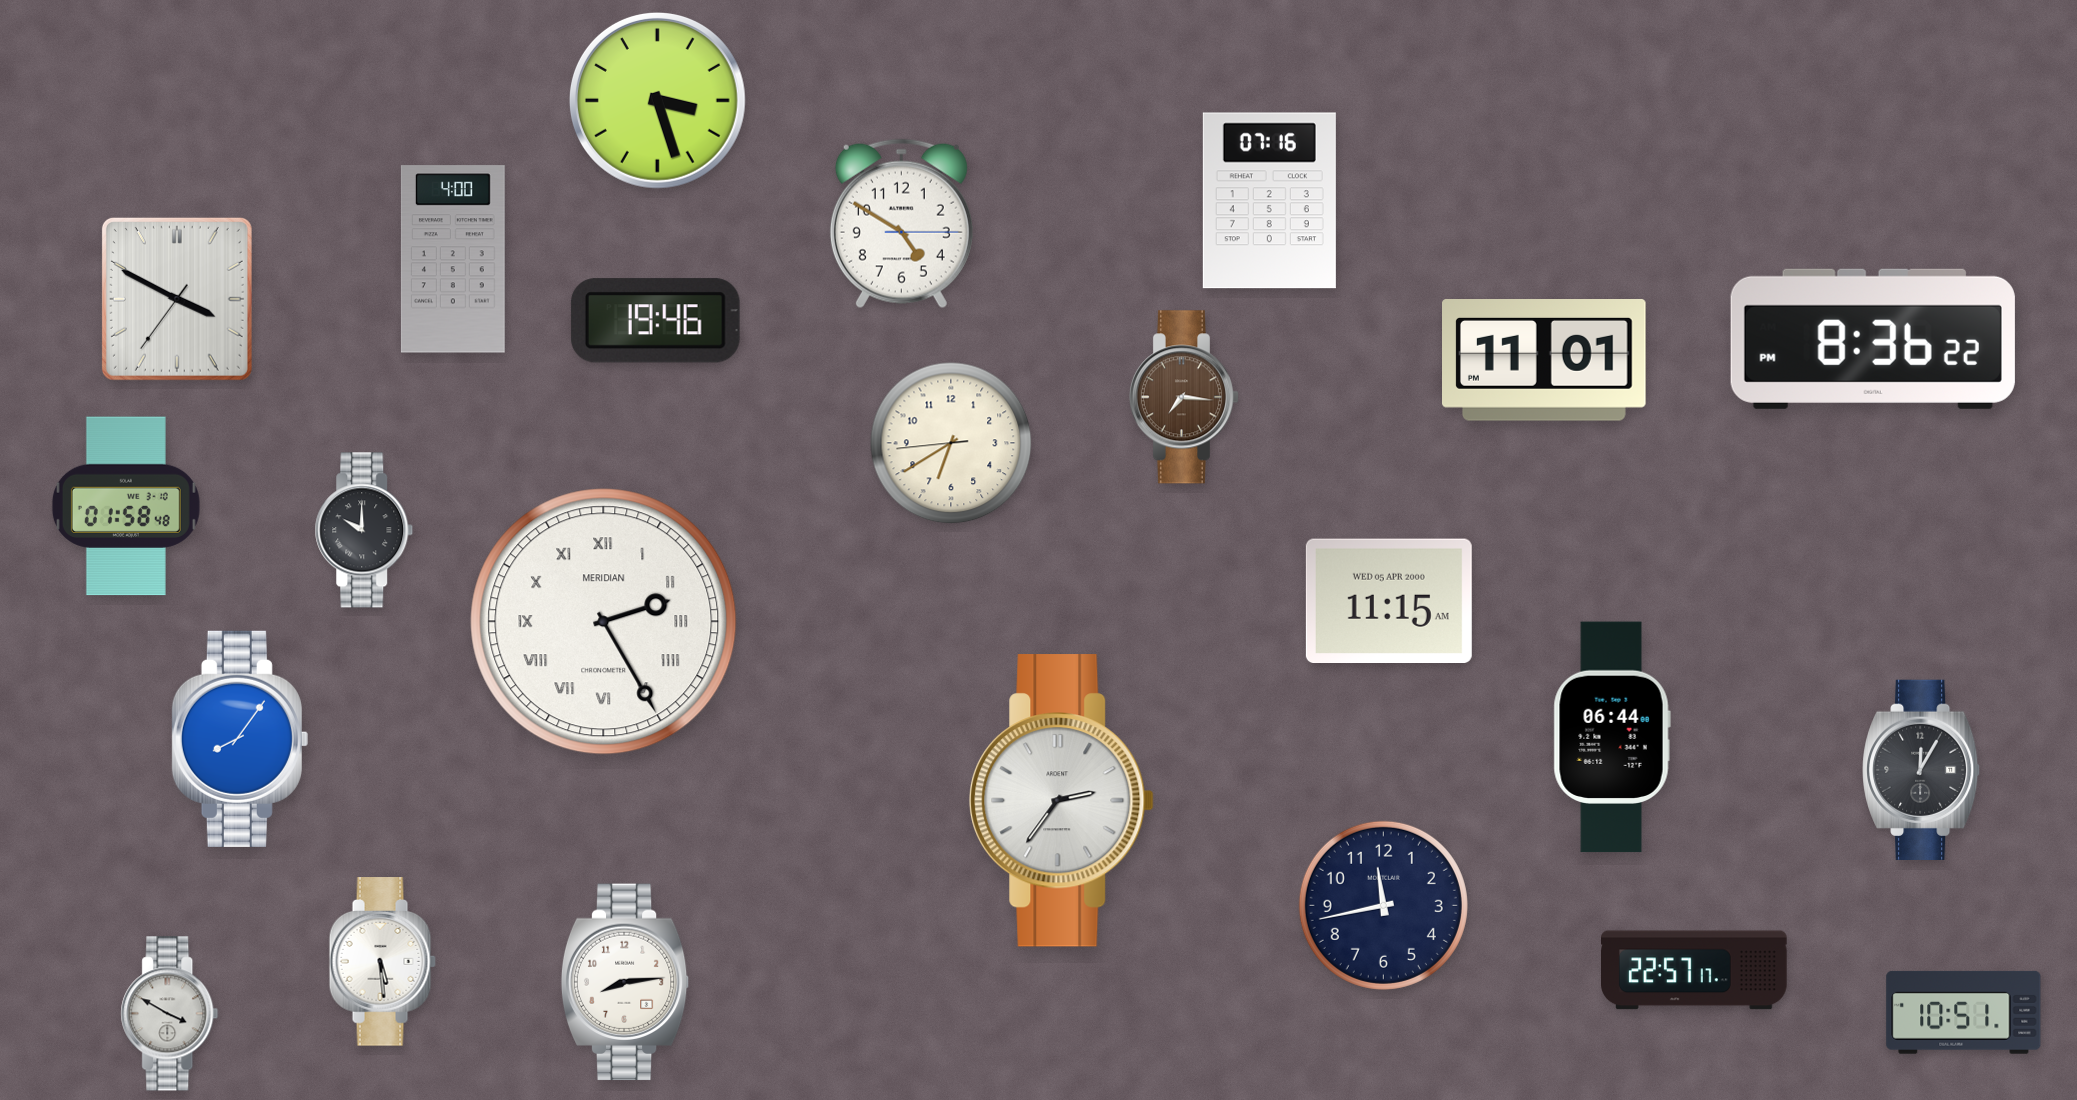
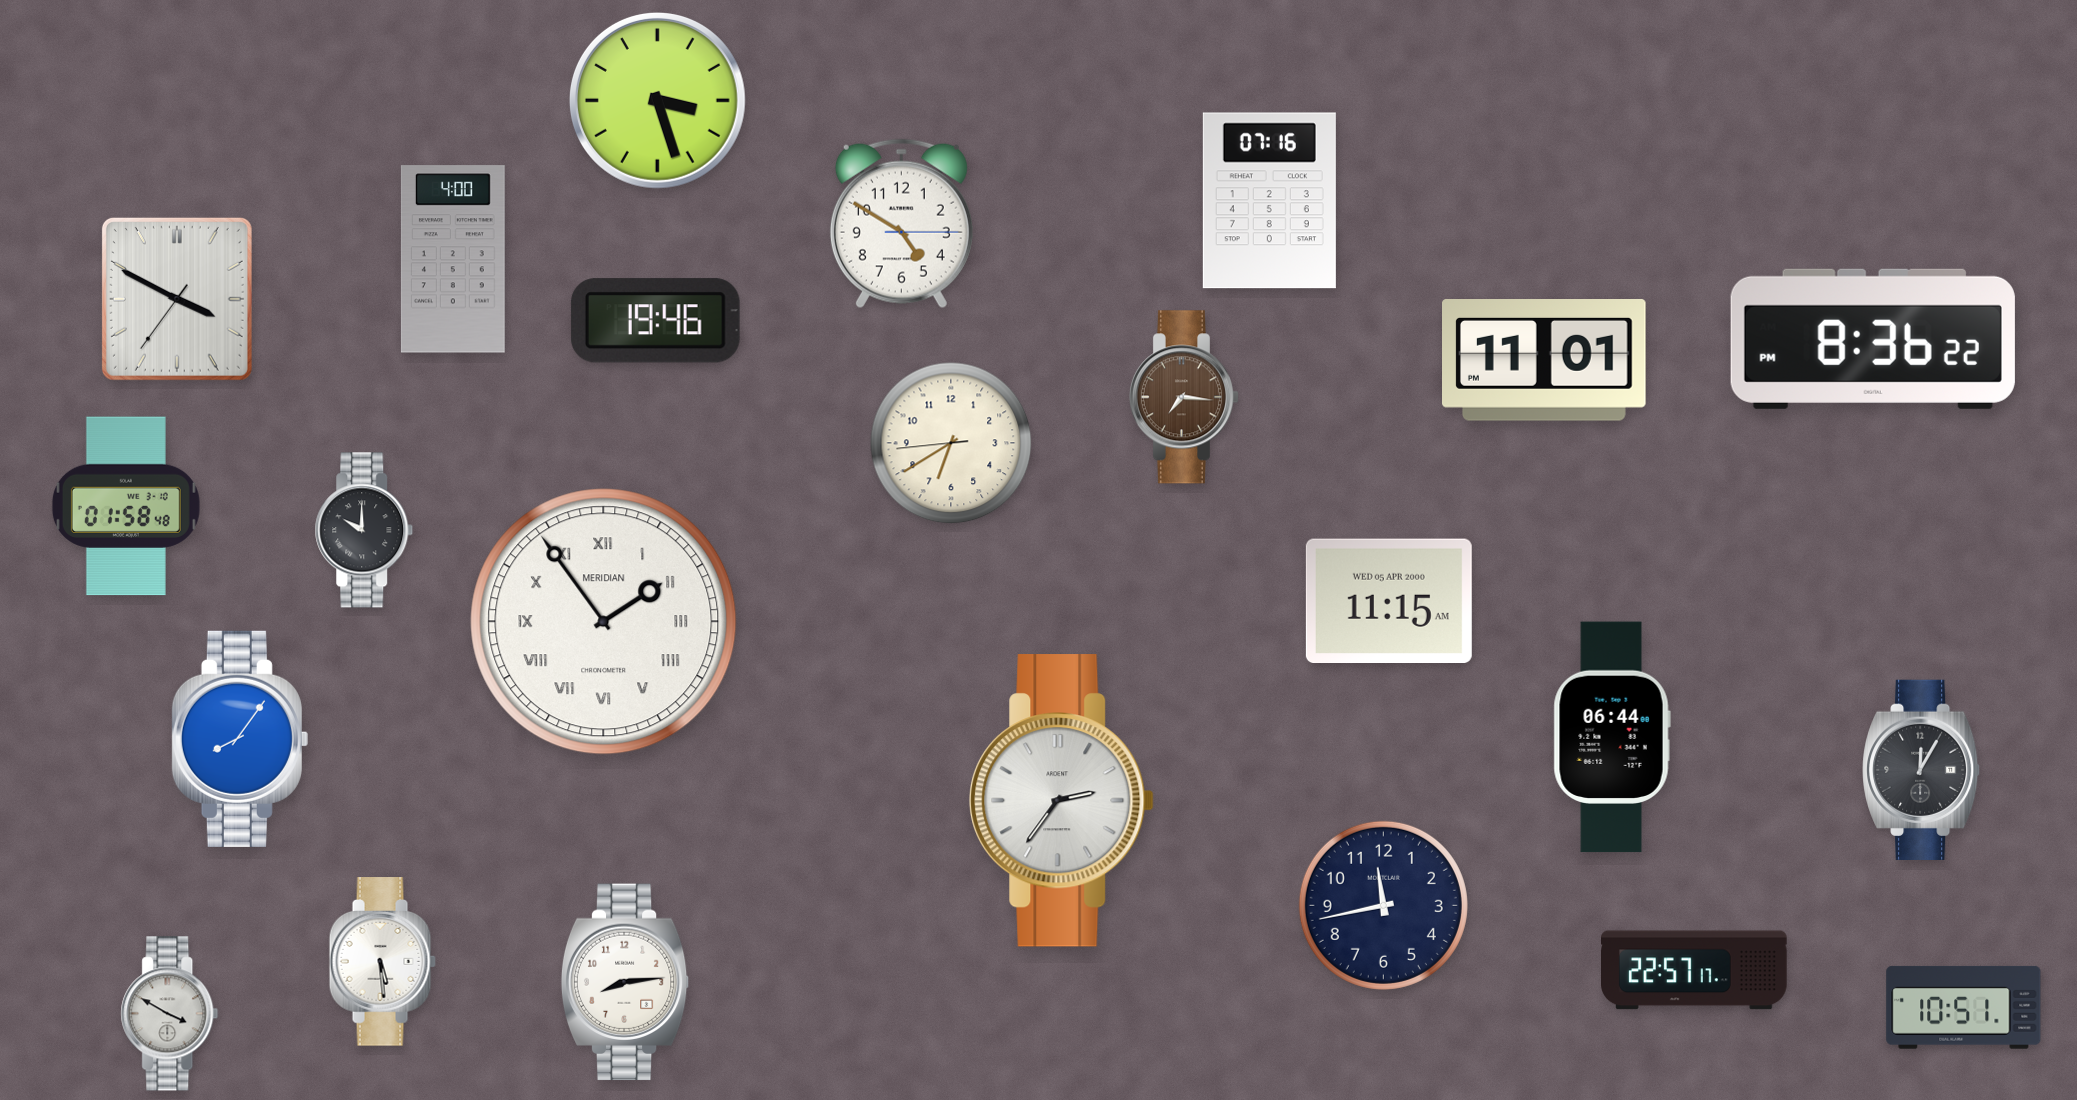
clock at (604, 622): 2:25 -> 1:54
clock at (1964, 1012) position: (1964, 1012) -> (1964, 1007)
